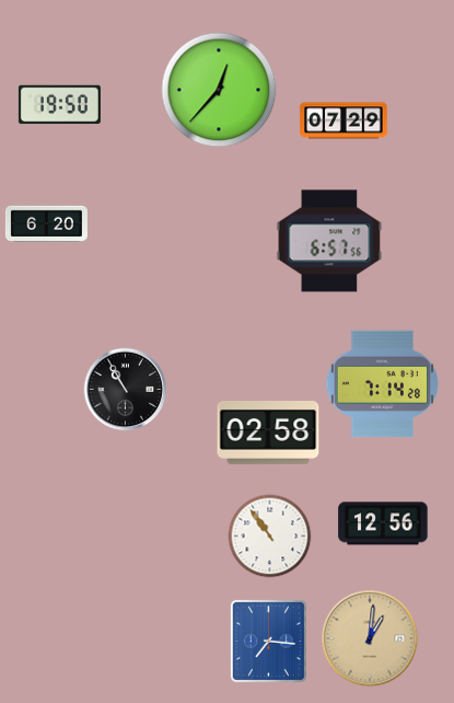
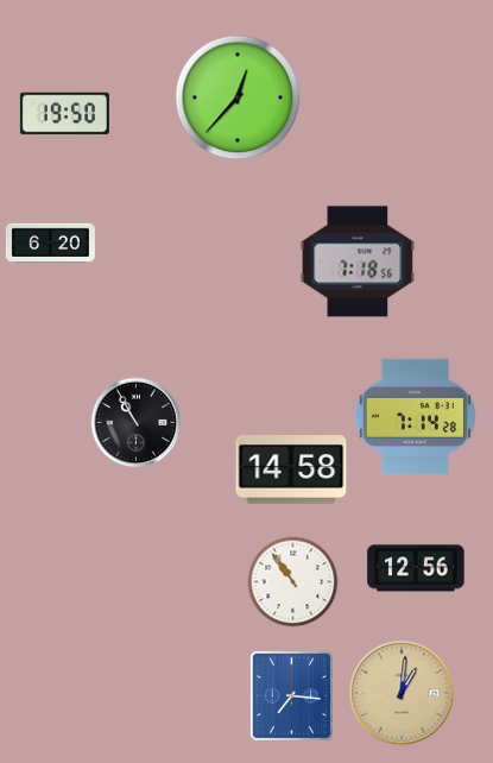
clock at (344, 120): 07:29 -> none
clock at (329, 241): 6:57 -> 7:18
clock at (268, 434): 02:58 -> 14:58
